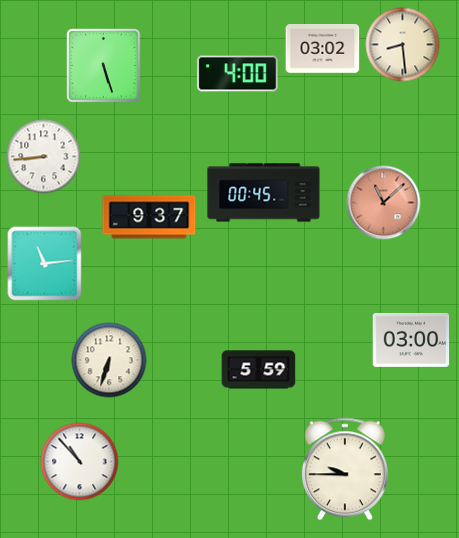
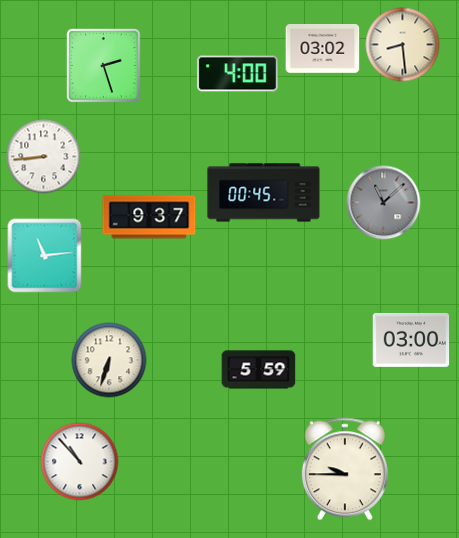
clock at (104, 66): 5:27 -> 2:27
clock at (384, 203) dial: salmon -> grey
clock at (45, 264) position: (45, 264) -> (45, 256)
